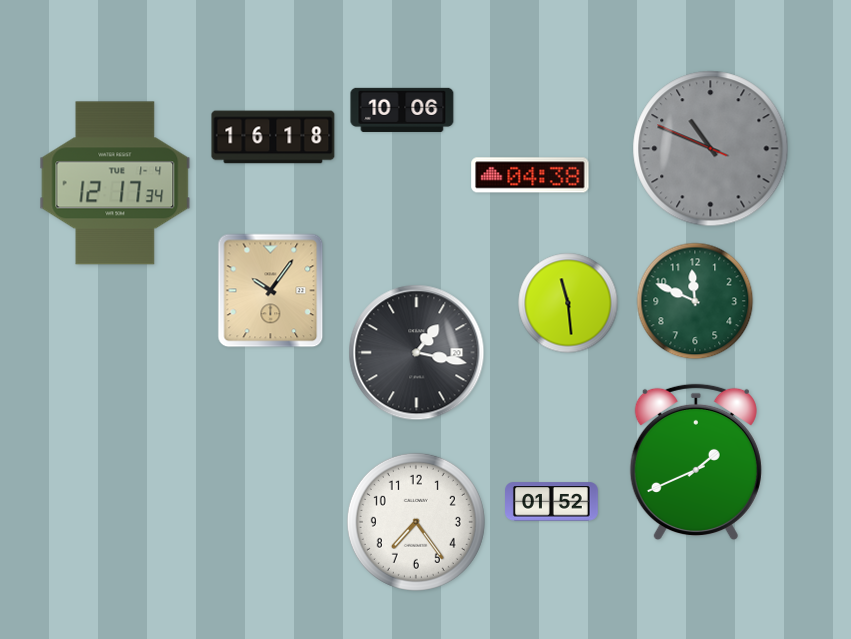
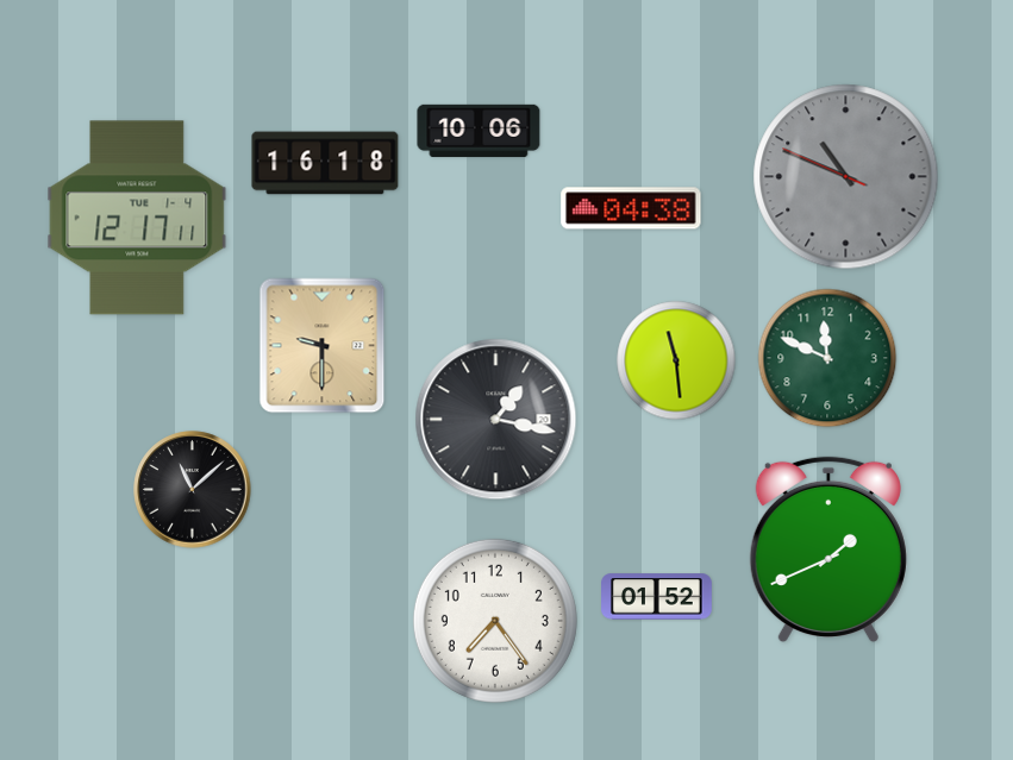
clock at (115, 183): 12:17:34 -> 12:17:11
clock at (271, 291): 10:06 -> 9:30
clock at (193, 490): none -> 11:08
